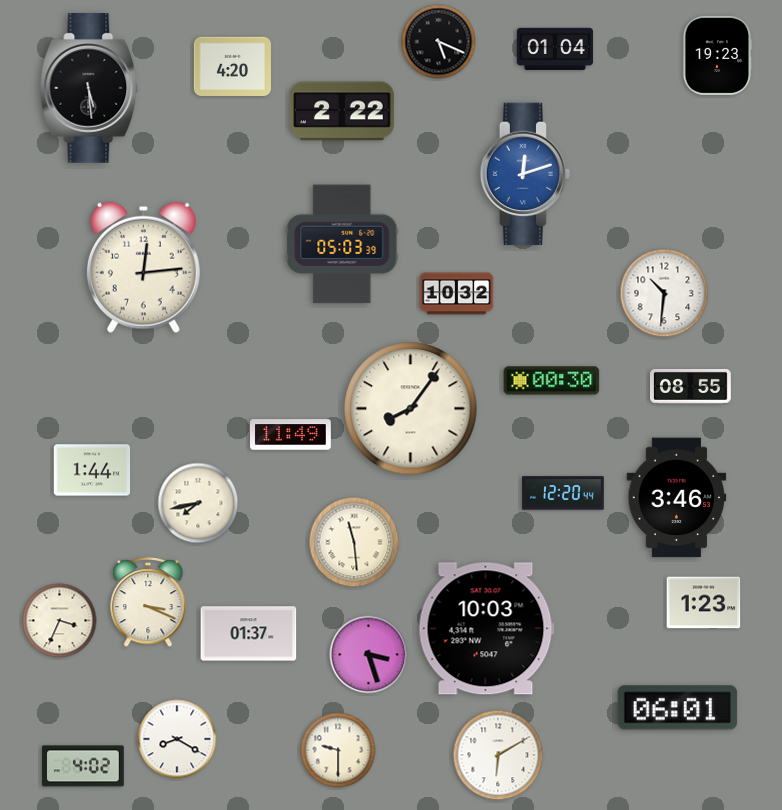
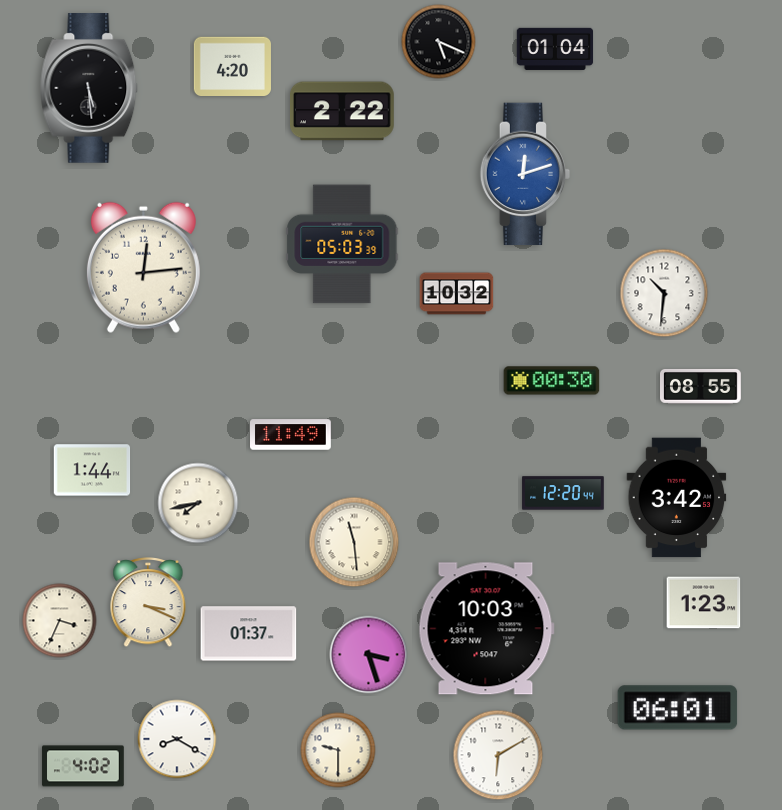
clock at (718, 55): 19:23 -> none
clock at (691, 387) position: (691, 387) -> (701, 387)
clock at (411, 409): 8:06 -> none
clock at (677, 498): 3:46 -> 3:42
